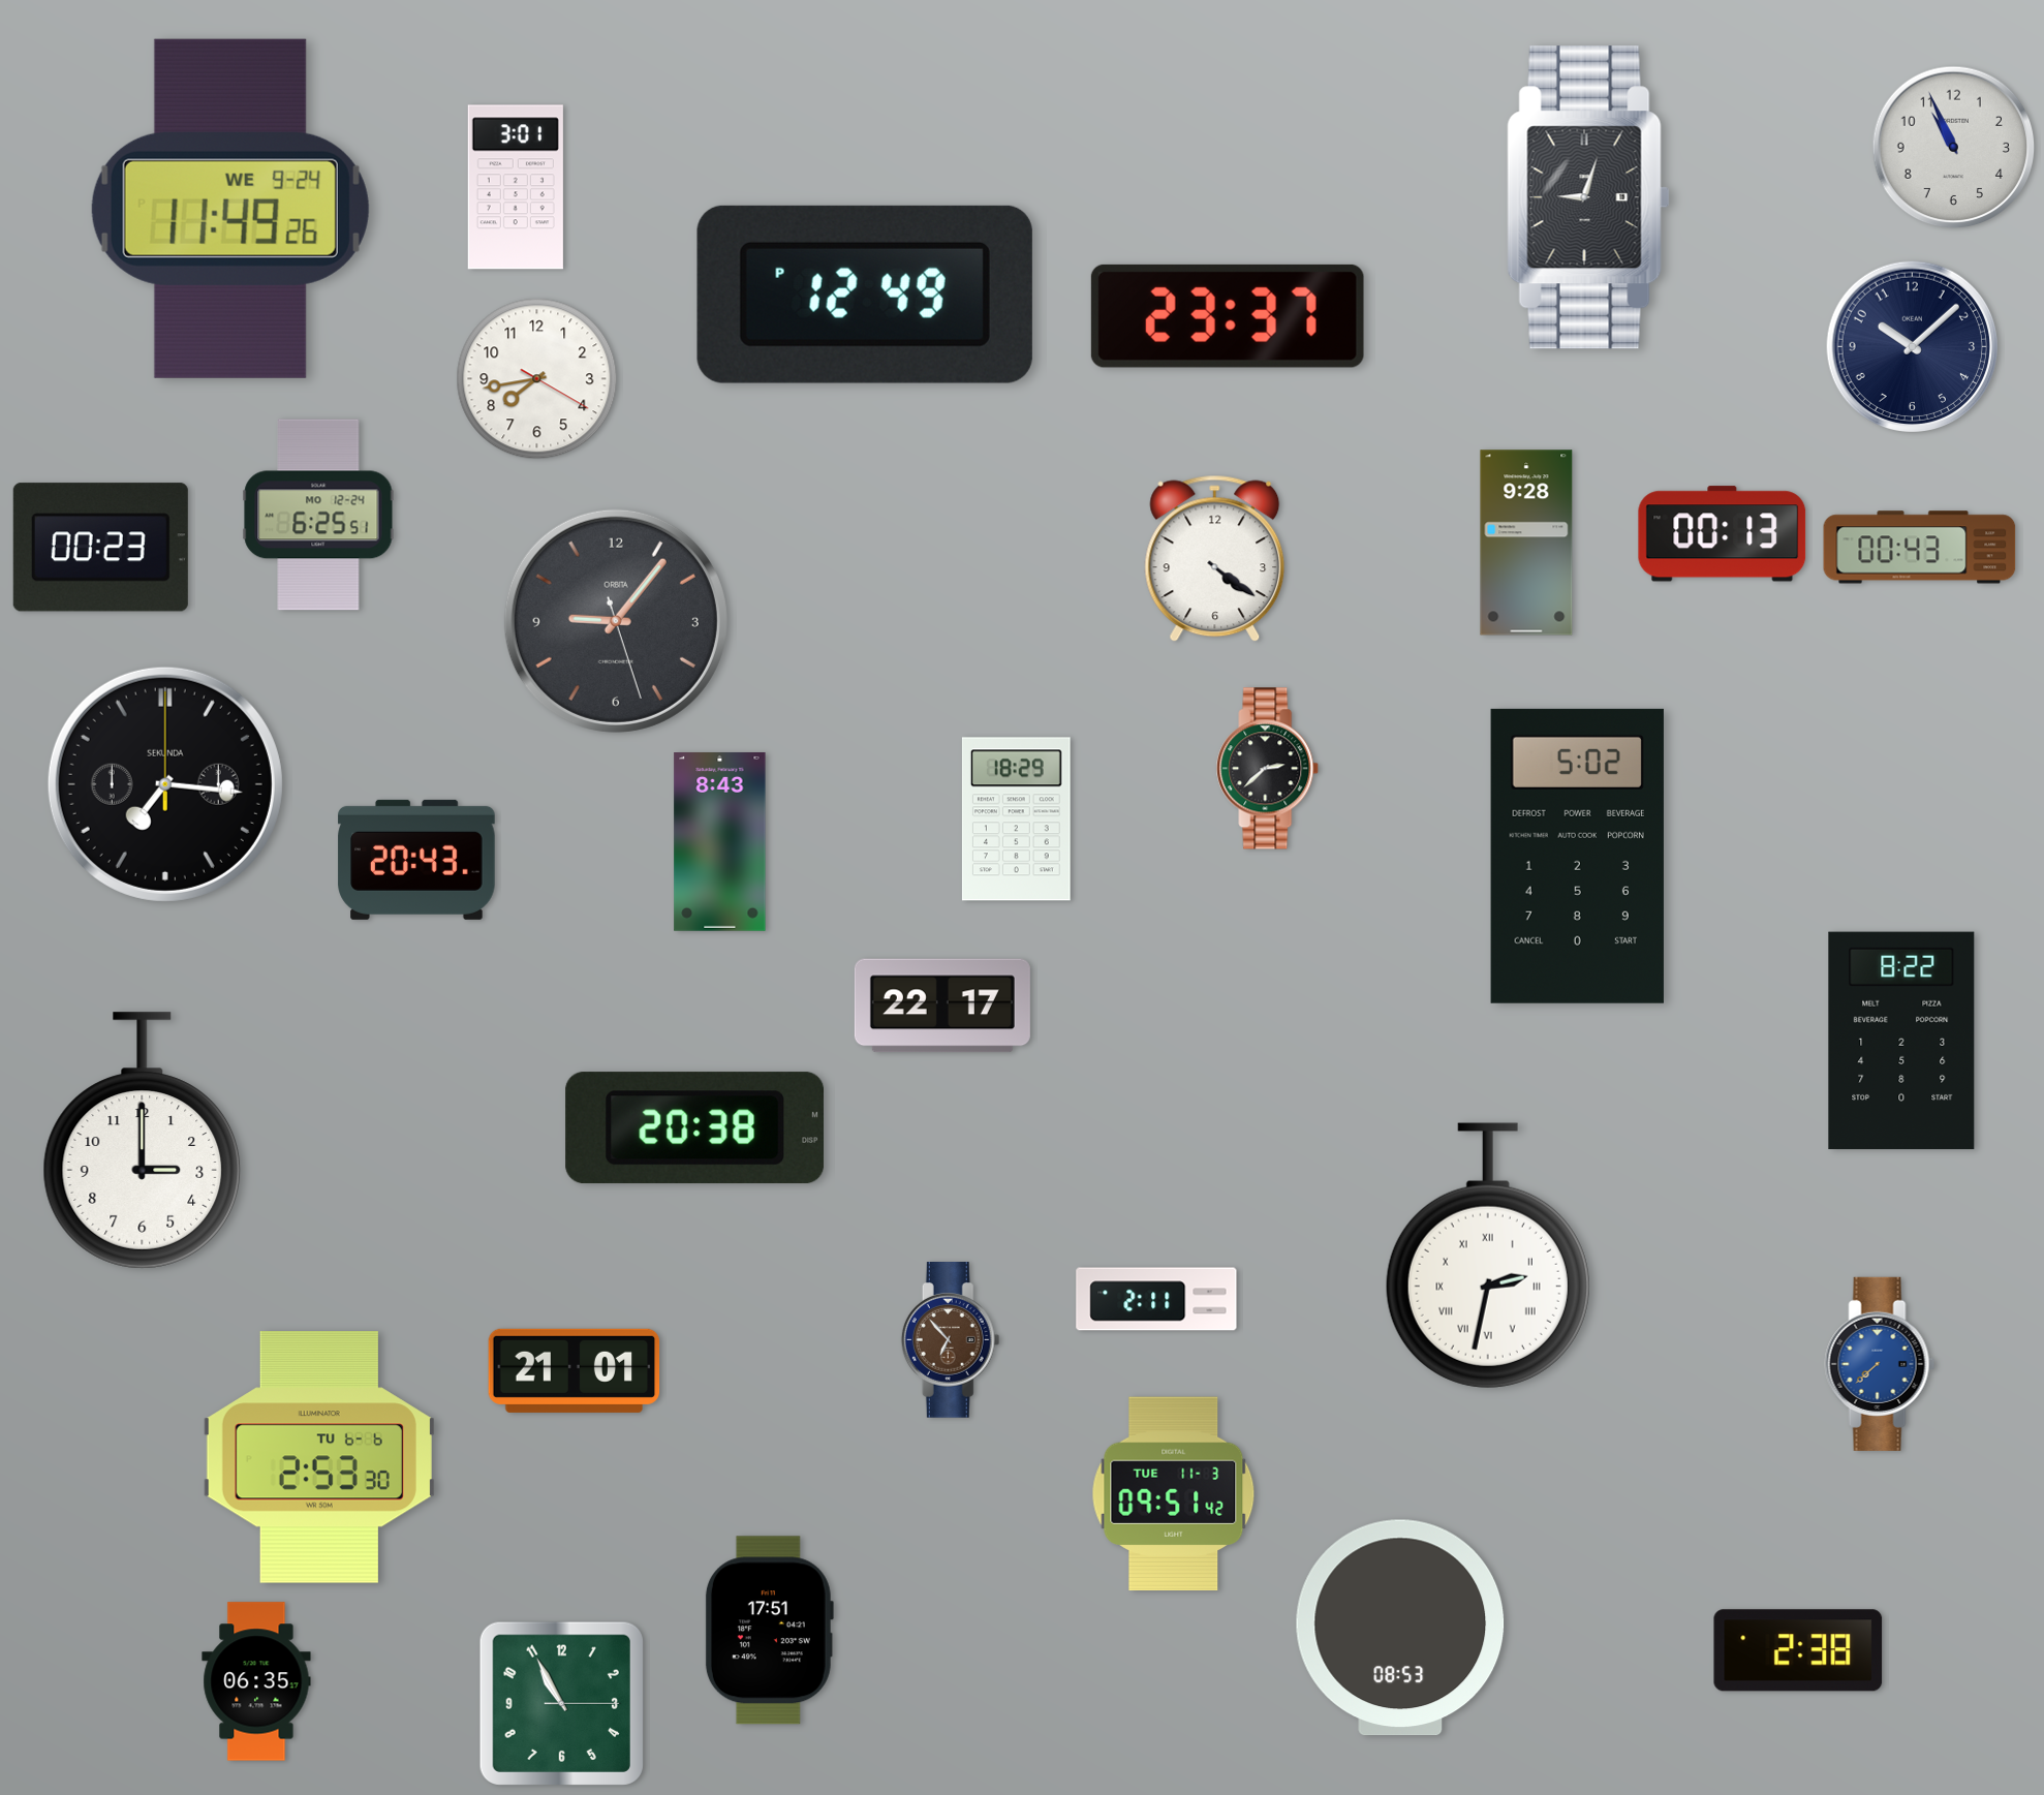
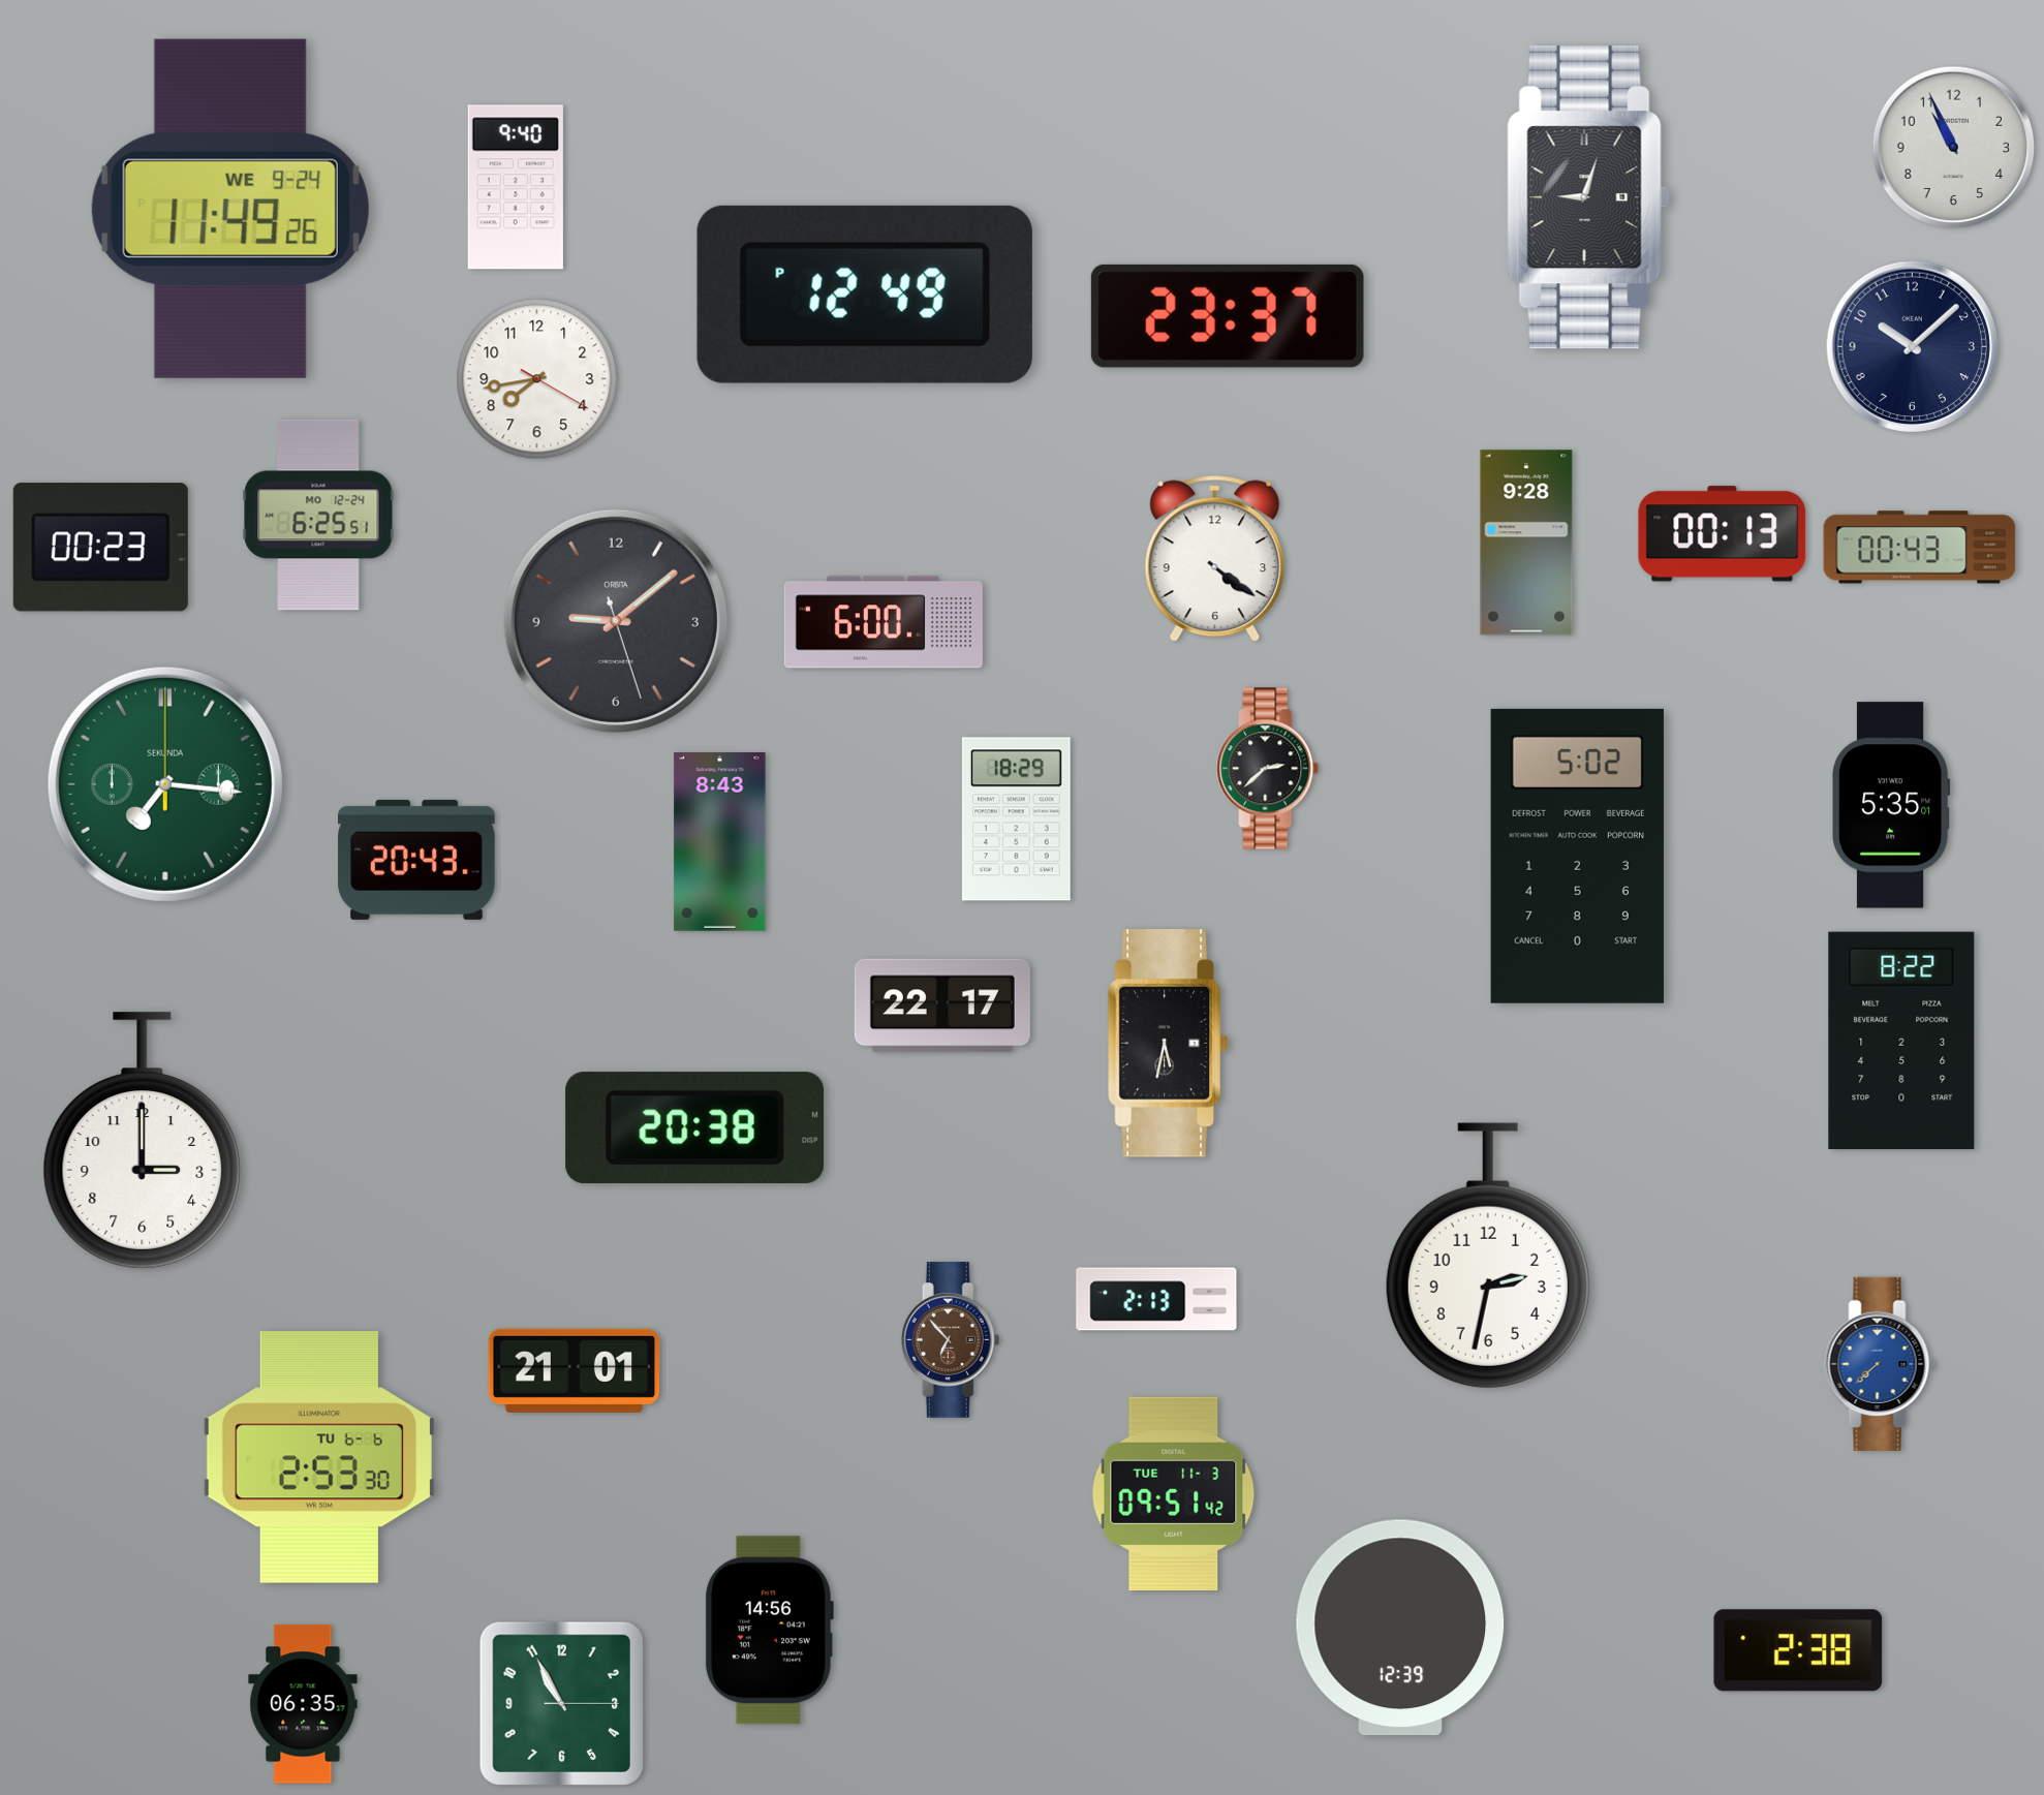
clock at (516, 187): 3:01 -> 9:40
clock at (616, 621): 9:06 -> 9:08
clock at (884, 622): none -> 6:00
clock at (165, 784) dial: black -> green
clock at (1892, 805): none -> 5:35
clock at (1169, 1044): none -> 5:32
clock at (1488, 1256) numerals: Roman -> Arabic
clock at (1156, 1299): 2:11 -> 2:13
clock at (1400, 1628): 08:53 -> 12:39
clock at (769, 1631): 17:51 -> 14:56
clock at (256, 1681) position: (256, 1681) -> (303, 1704)
